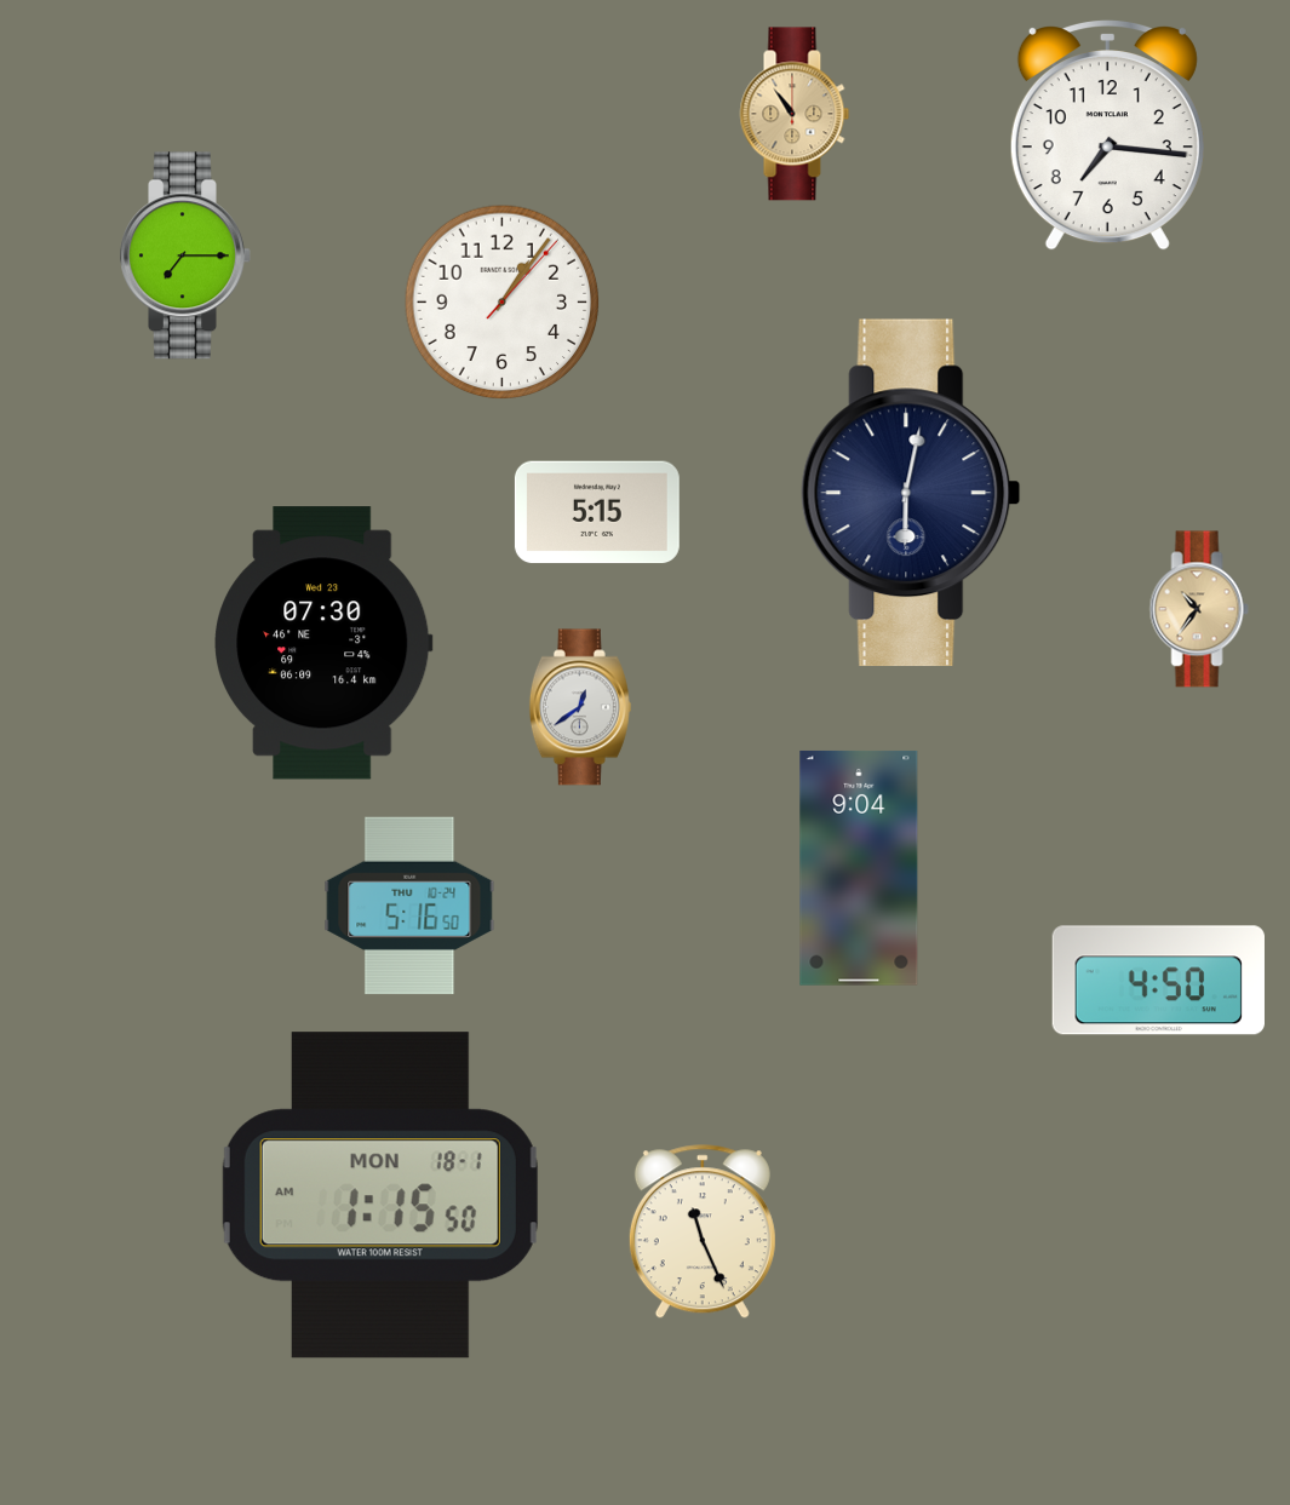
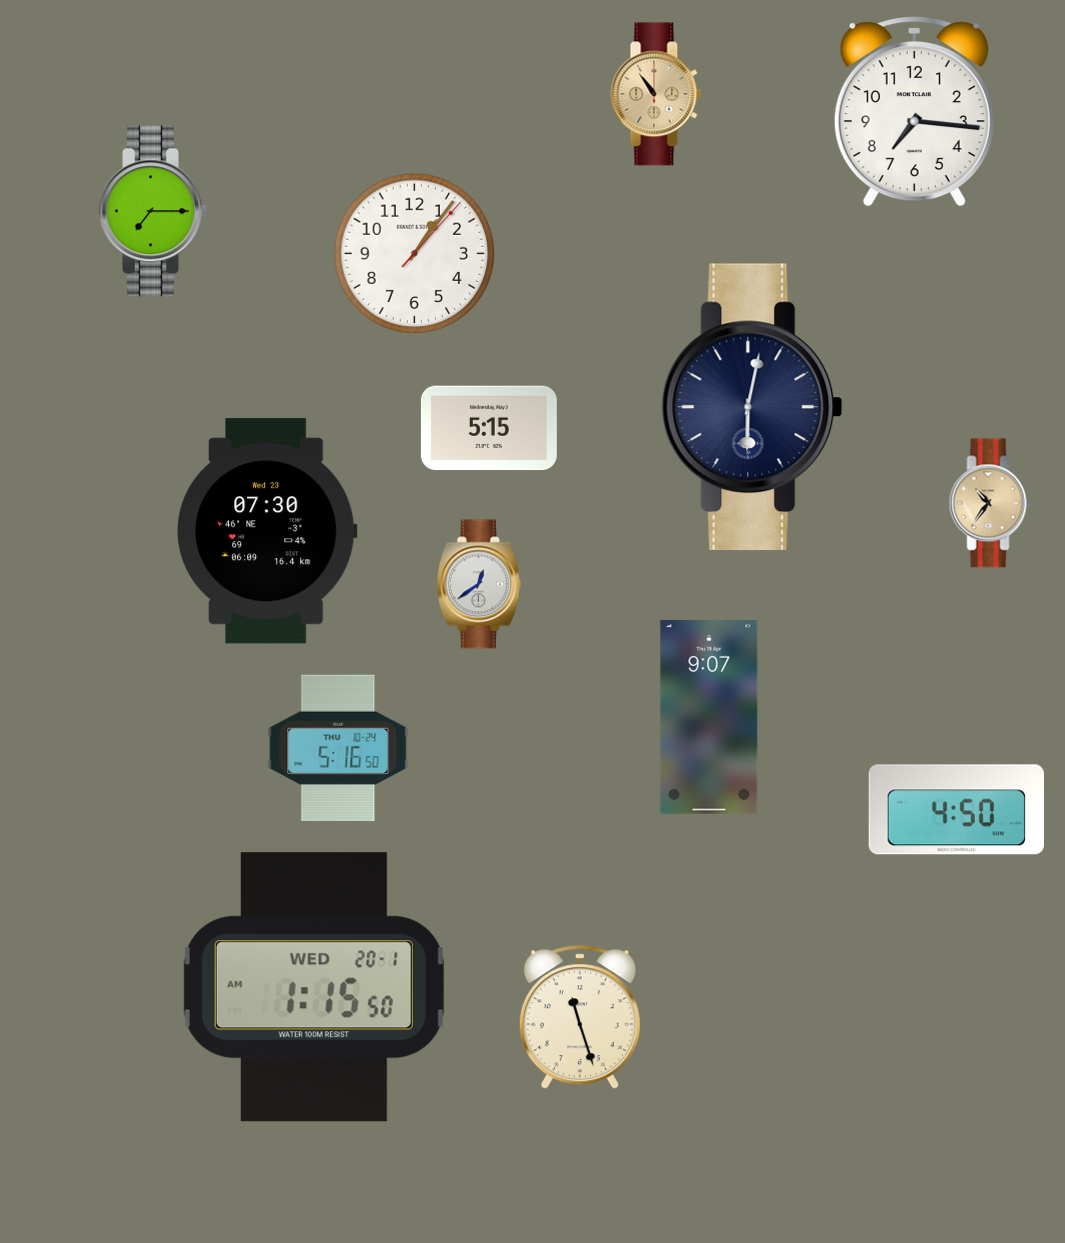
clock at (503, 303) position: (503, 303) -> (415, 254)
clock at (597, 512) position: (597, 512) -> (489, 428)
clock at (859, 868): 9:04 -> 9:07
clock at (380, 1195) date: MON 18-1 -> WED 20-1
clock at (703, 1233): 11:26 -> 11:27
